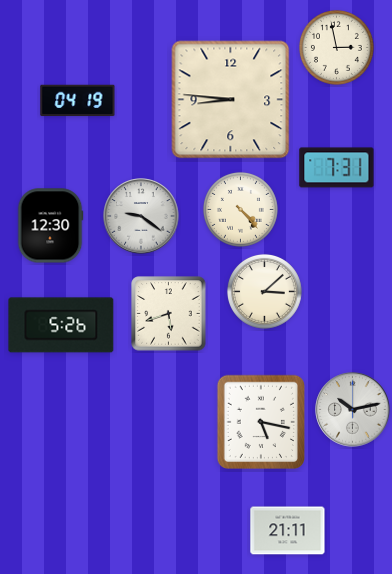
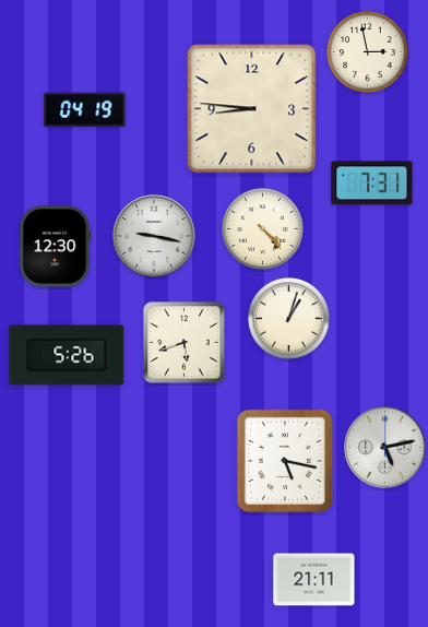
clock at (337, 168) position: (337, 168) -> (372, 184)
clock at (141, 216): 9:21 -> 9:17
clock at (264, 291): 3:08 -> 1:03
clock at (353, 410): 10:13 -> 5:13
